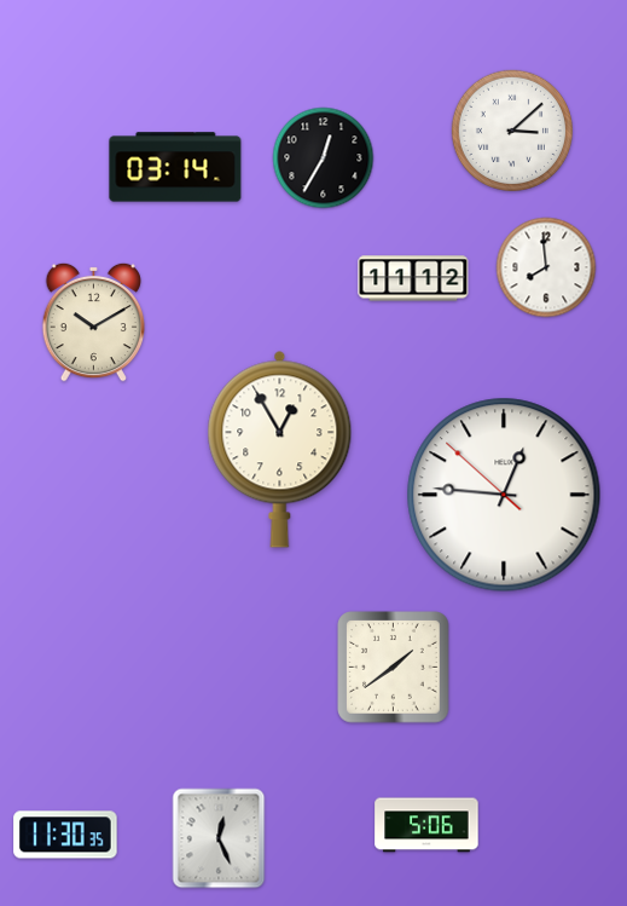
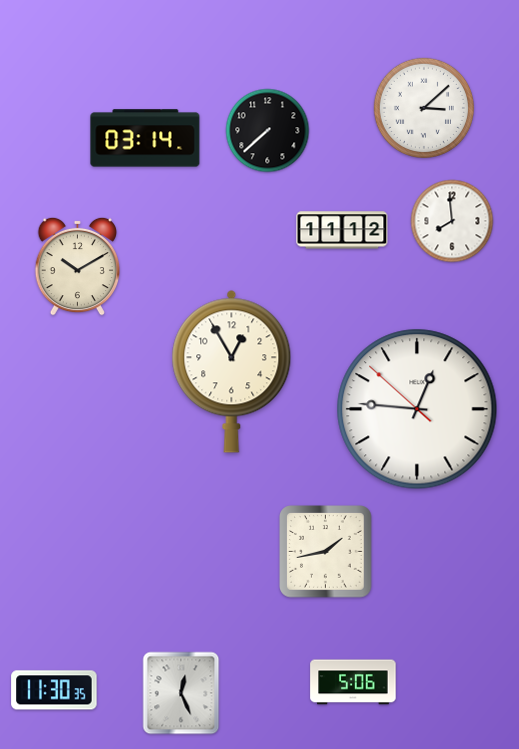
clock at (324, 158): 12:35 -> 7:38
clock at (394, 668): 1:39 -> 1:43
